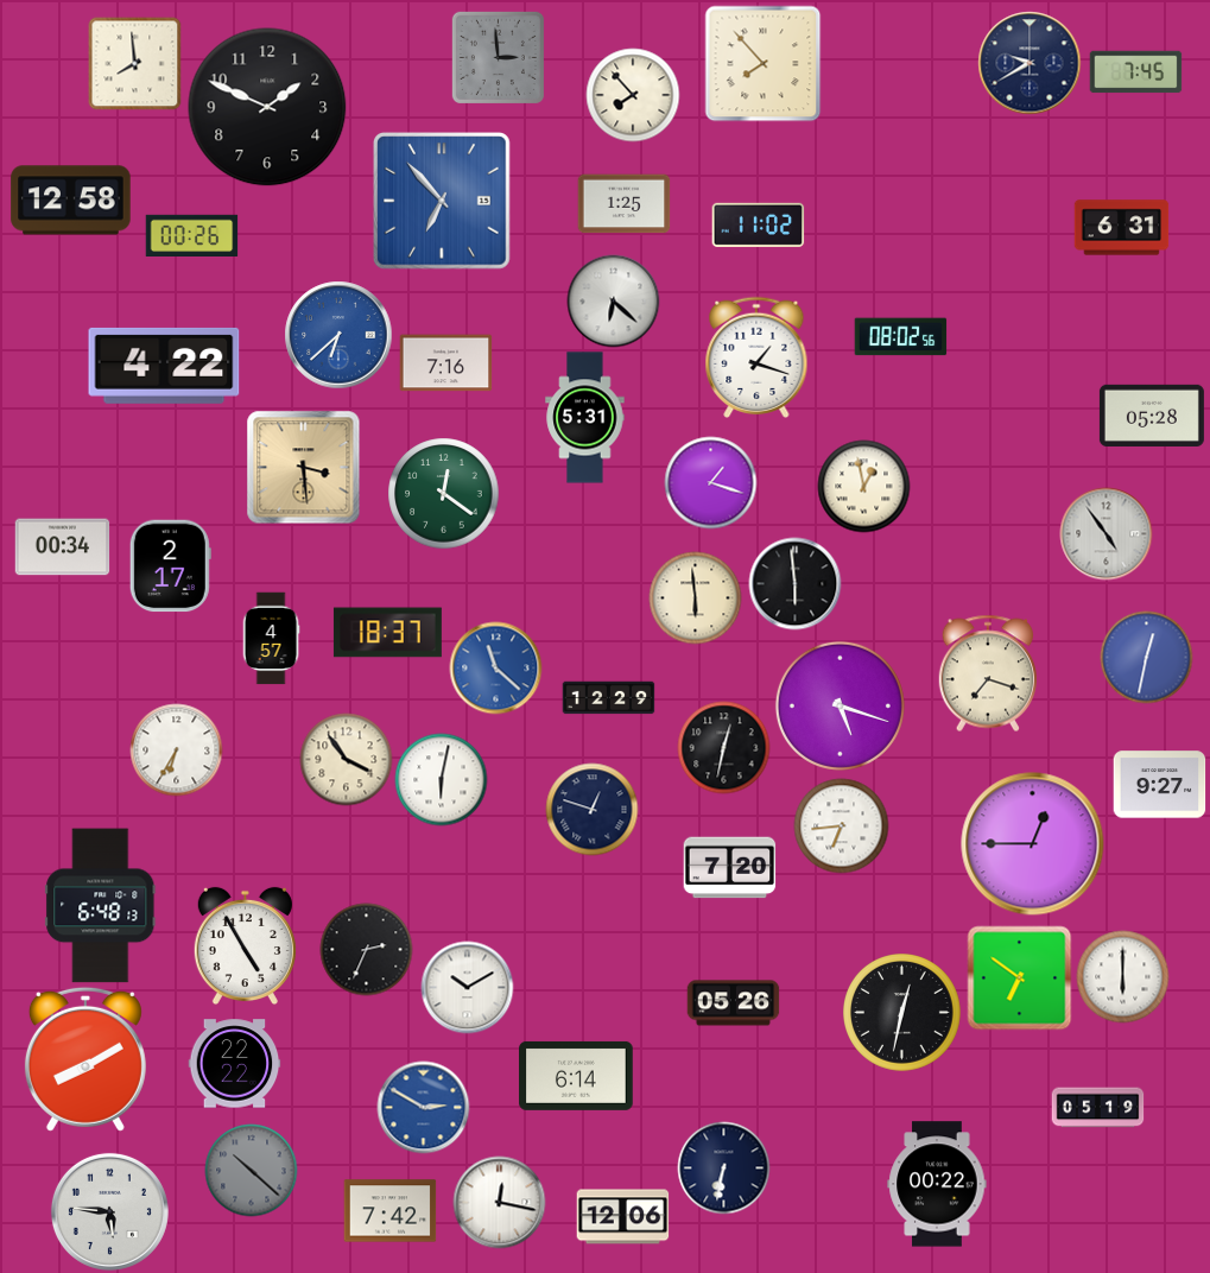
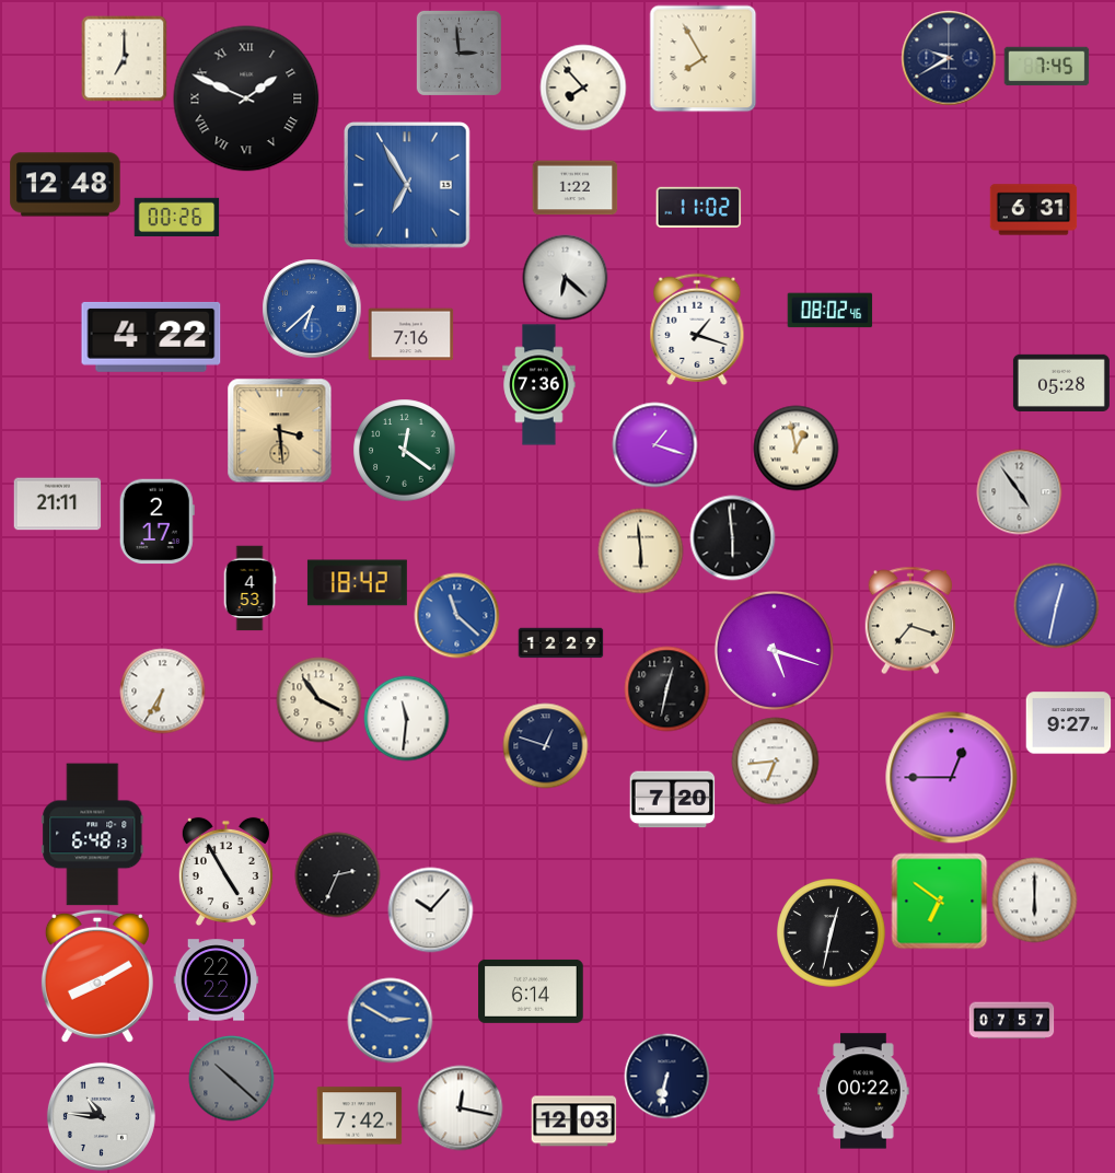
clock at (134, 63): 7:59 -> 7:00
clock at (762, 63): 7:53 -> 7:55
clock at (267, 107) numerals: Arabic -> Roman
clock at (71, 201): 12:58 -> 12:48
clock at (442, 201): 6:53 -> 6:55
clock at (623, 204): 1:25 -> 1:22
clock at (900, 337): 08:02:56 -> 08:02:46
clock at (585, 418): 5:31 -> 7:36
clock at (443, 493) position: (443, 493) -> (404, 450)
clock at (62, 547): 00:34 -> 21:11
clock at (387, 633): 18:37 -> 18:42
clock at (271, 638): 4:57 -> 4:53
clock at (441, 779): 6:02 -> 11:31
clock at (467, 987): 10:10 -> 10:07
clock at (733, 1003): 05:26 -> none
clock at (85, 1059) position: (85, 1059) -> (97, 976)
clock at (1097, 1108): 05:19 -> 07:57
clock at (109, 1211): 5:46 -> 10:46
clock at (622, 1217): 12:06 -> 12:03
